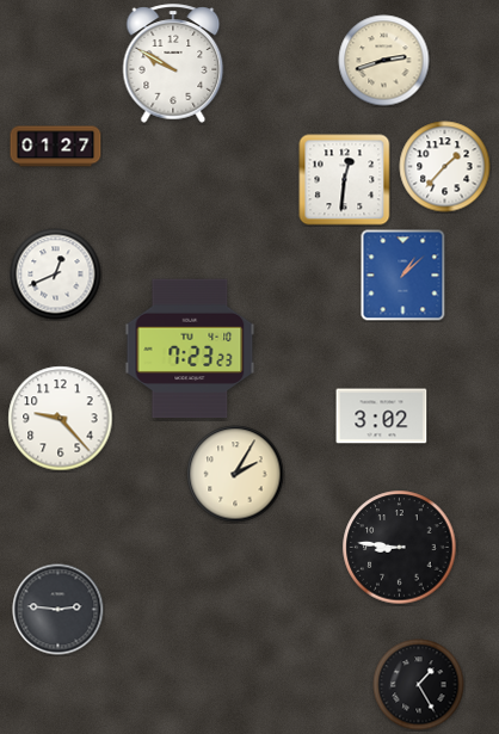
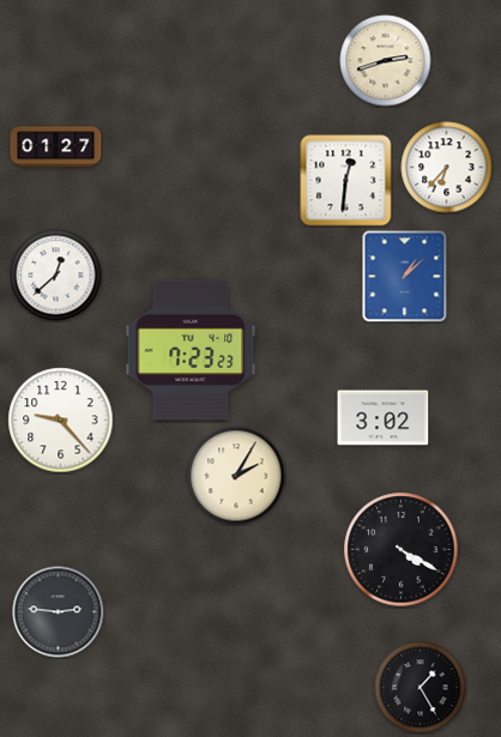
clock at (173, 63): 9:50 -> none
clock at (445, 167): 1:37 -> 6:37
clock at (56, 275): 12:41 -> 12:38
clock at (400, 548): 8:46 -> 4:20
